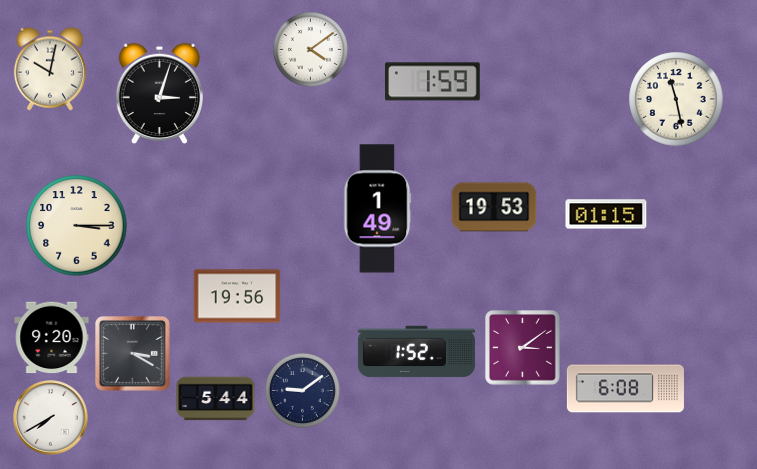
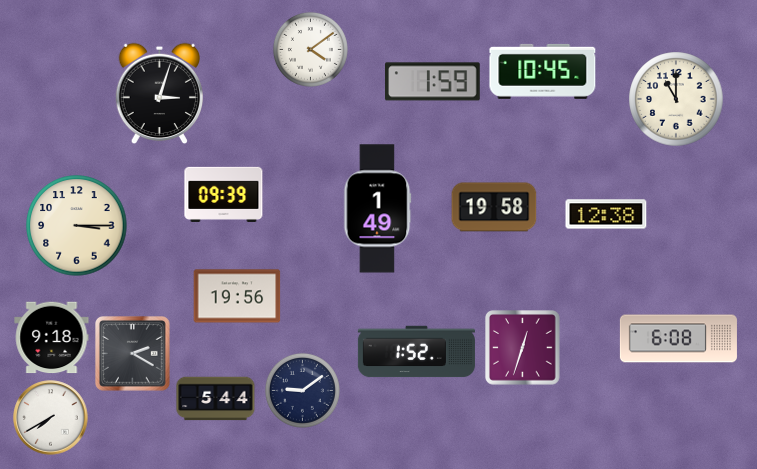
clock at (49, 69): 10:02 -> none
clock at (543, 71): none -> 10:45
clock at (676, 99): 11:28 -> 11:00
clock at (224, 194): none -> 09:39
clock at (494, 207): 19:53 -> 19:58
clock at (606, 214): 01:15 -> 12:38
clock at (52, 338): 9:20 -> 9:18
clock at (523, 348): 3:09 -> 12:33
clock at (133, 354): 3:20 -> 2:20
clock at (625, 389) position: (625, 389) -> (678, 339)
